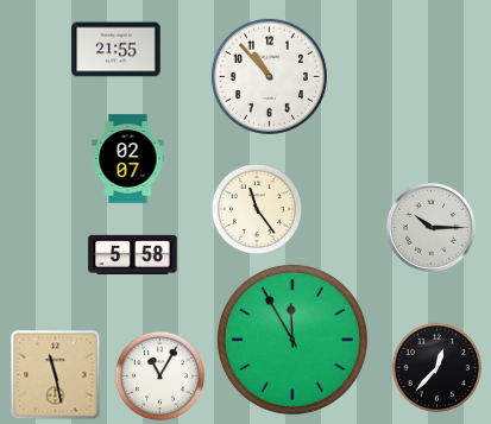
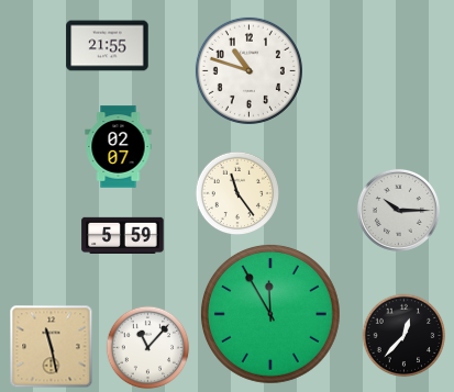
clock at (269, 76): 10:53 -> 10:48
clock at (133, 254): 5:58 -> 5:59
clock at (438, 368) position: (438, 368) -> (405, 336)
clock at (160, 376): 11:05 -> 11:07
